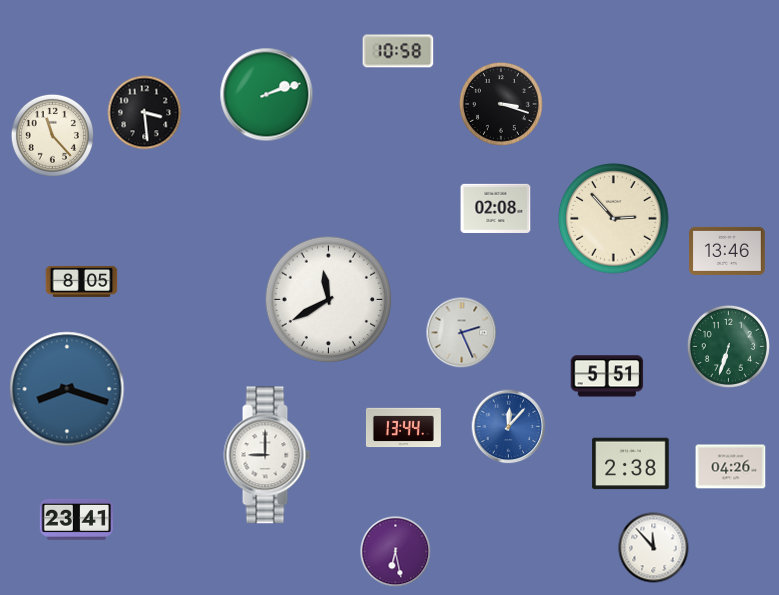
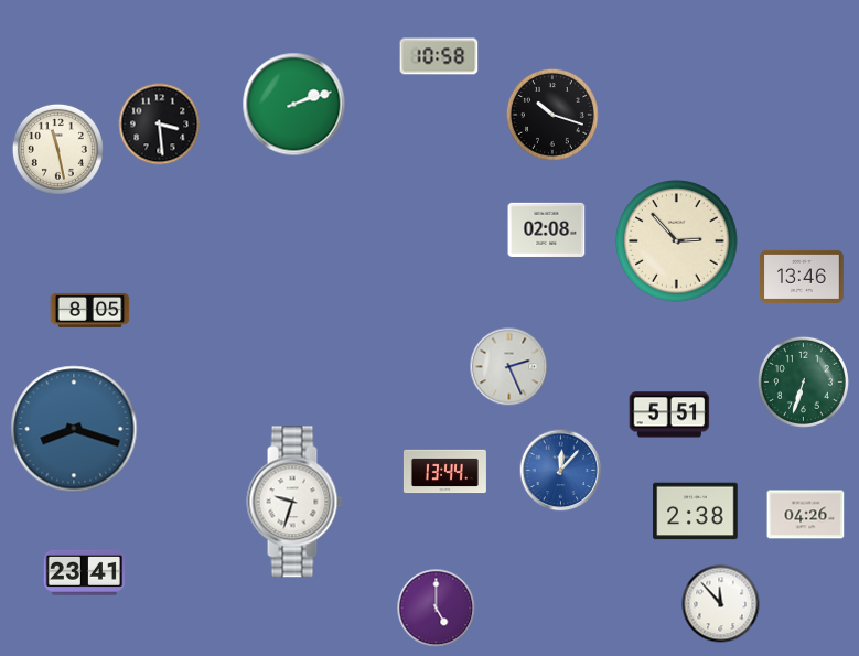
clock at (501, 104): 3:18 -> 10:18
clock at (52, 135): 11:23 -> 11:28
clock at (329, 300): 11:40 -> none
clock at (267, 455): 9:00 -> 9:33
clock at (396, 552): 6:28 -> 5:00
